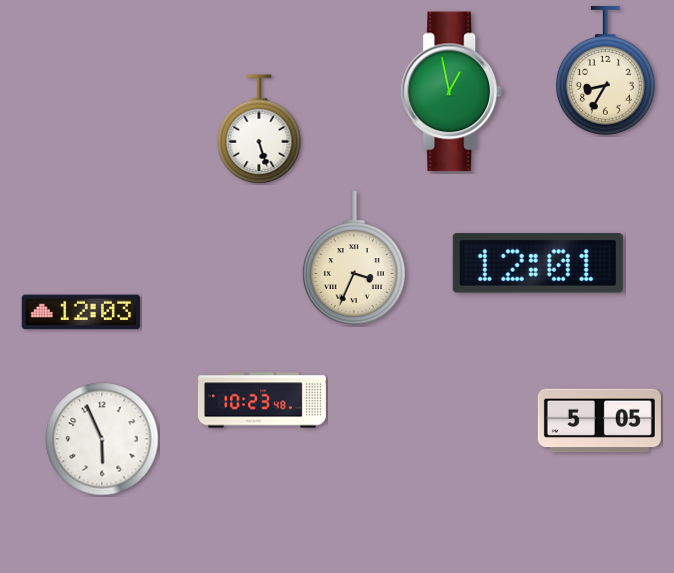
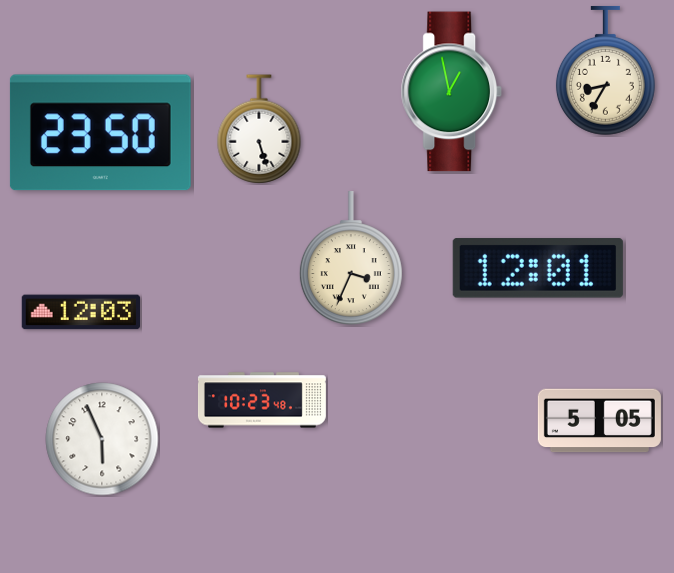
clock at (100, 133): none -> 23:50
clock at (354, 258) position: (354, 258) -> (351, 258)
clock at (538, 263) position: (538, 263) -> (538, 268)
